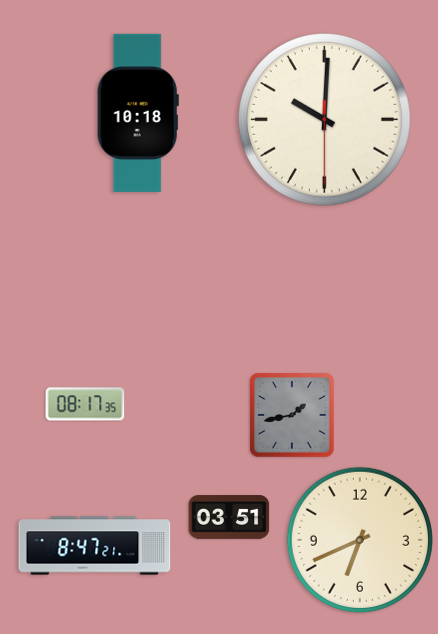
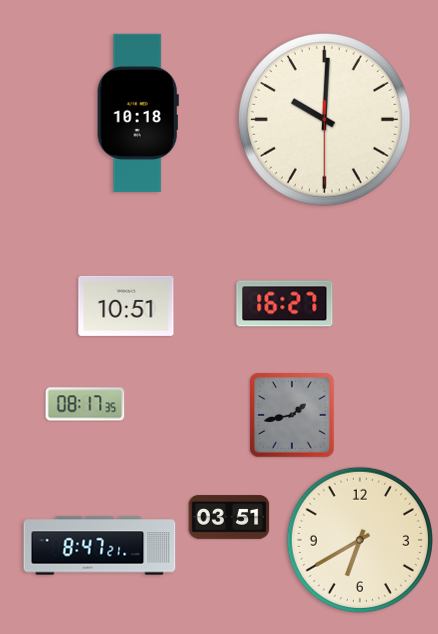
clock at (285, 304): none -> 16:27
clock at (126, 306): none -> 10:51
clock at (360, 540): 6:41 -> 6:40
clock at (95, 546) position: (95, 546) -> (100, 546)
